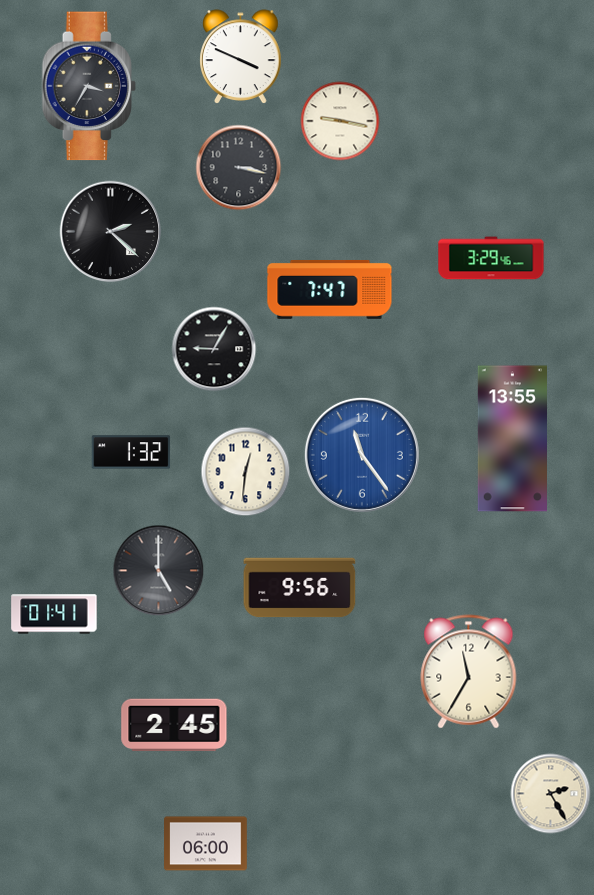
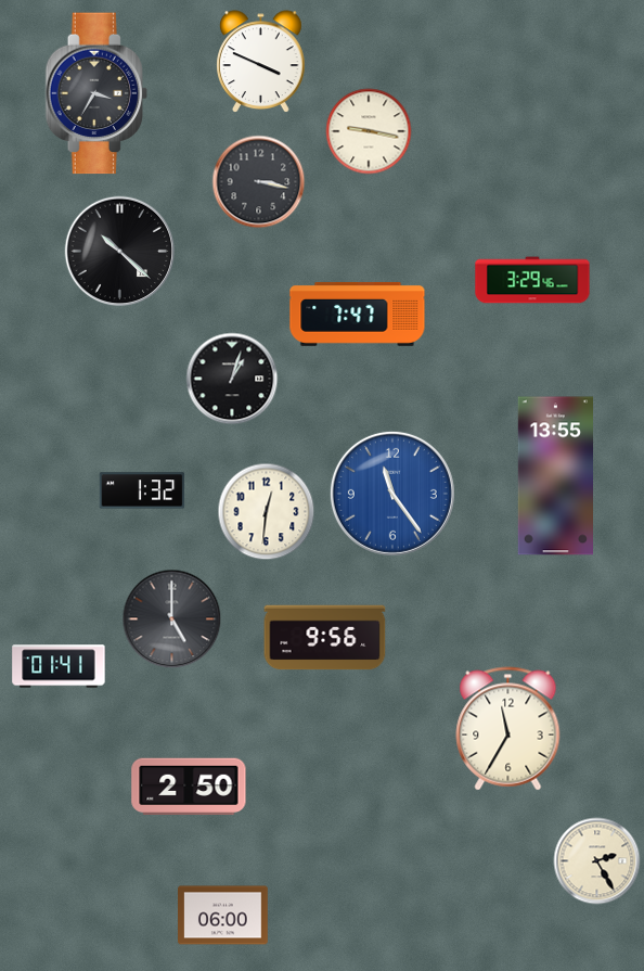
clock at (111, 232): 2:22 -> 10:22
clock at (214, 349): 9:05 -> 1:03
clock at (174, 725): 2:45 -> 2:50
